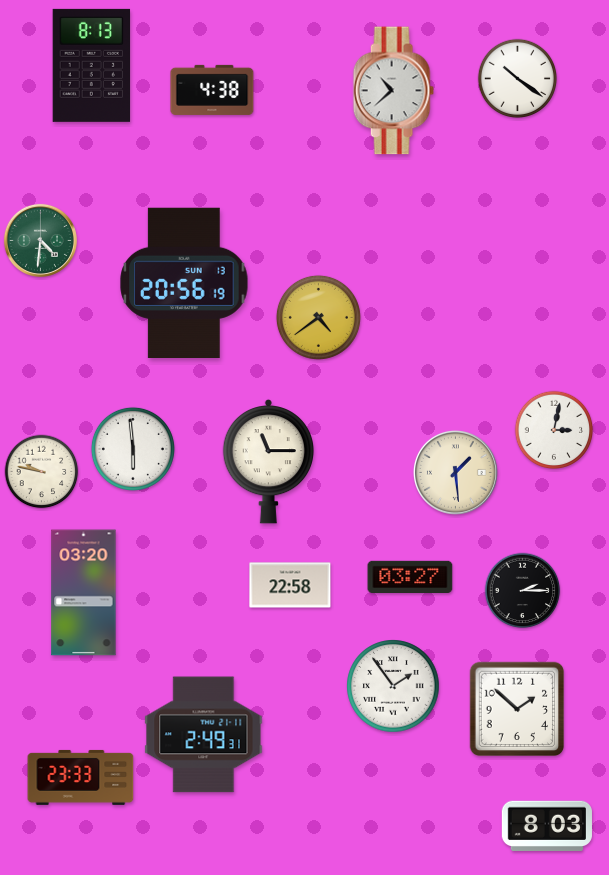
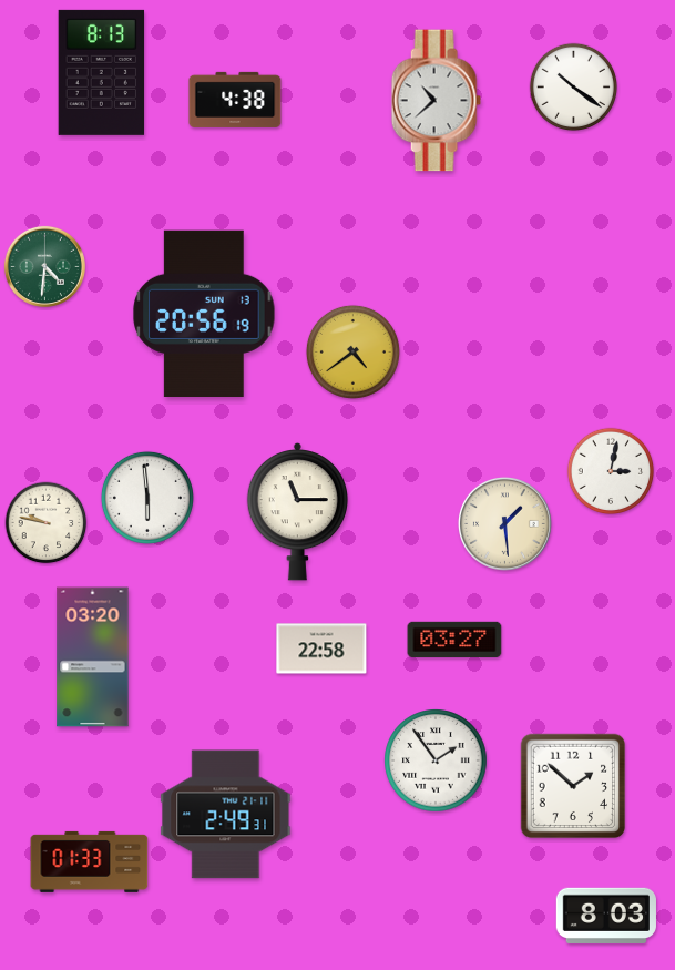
clock at (554, 430) position: (554, 430) -> (611, 471)
clock at (523, 591): 2:15 -> none
clock at (81, 777): 23:33 -> 01:33
